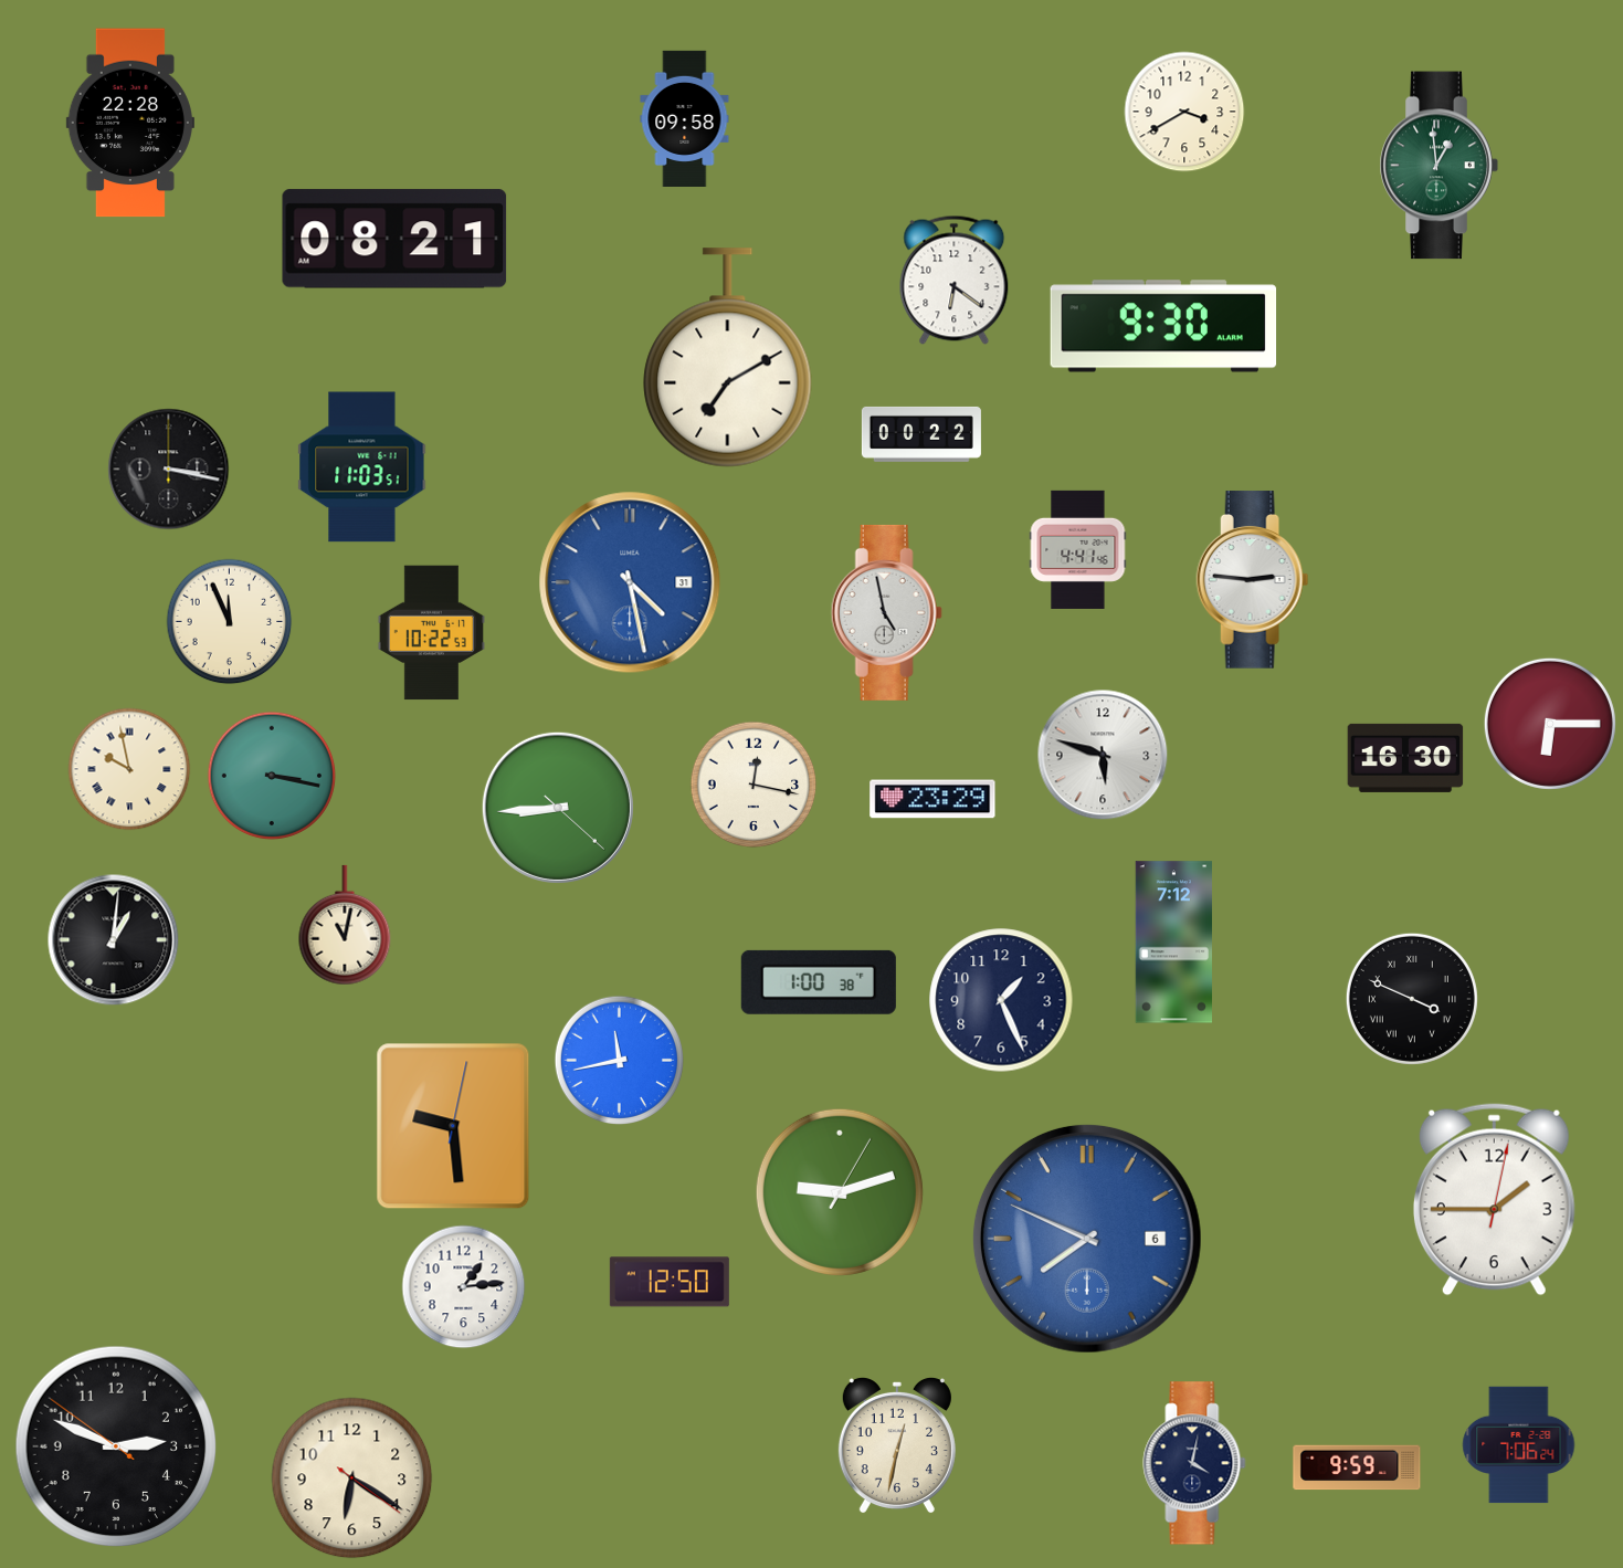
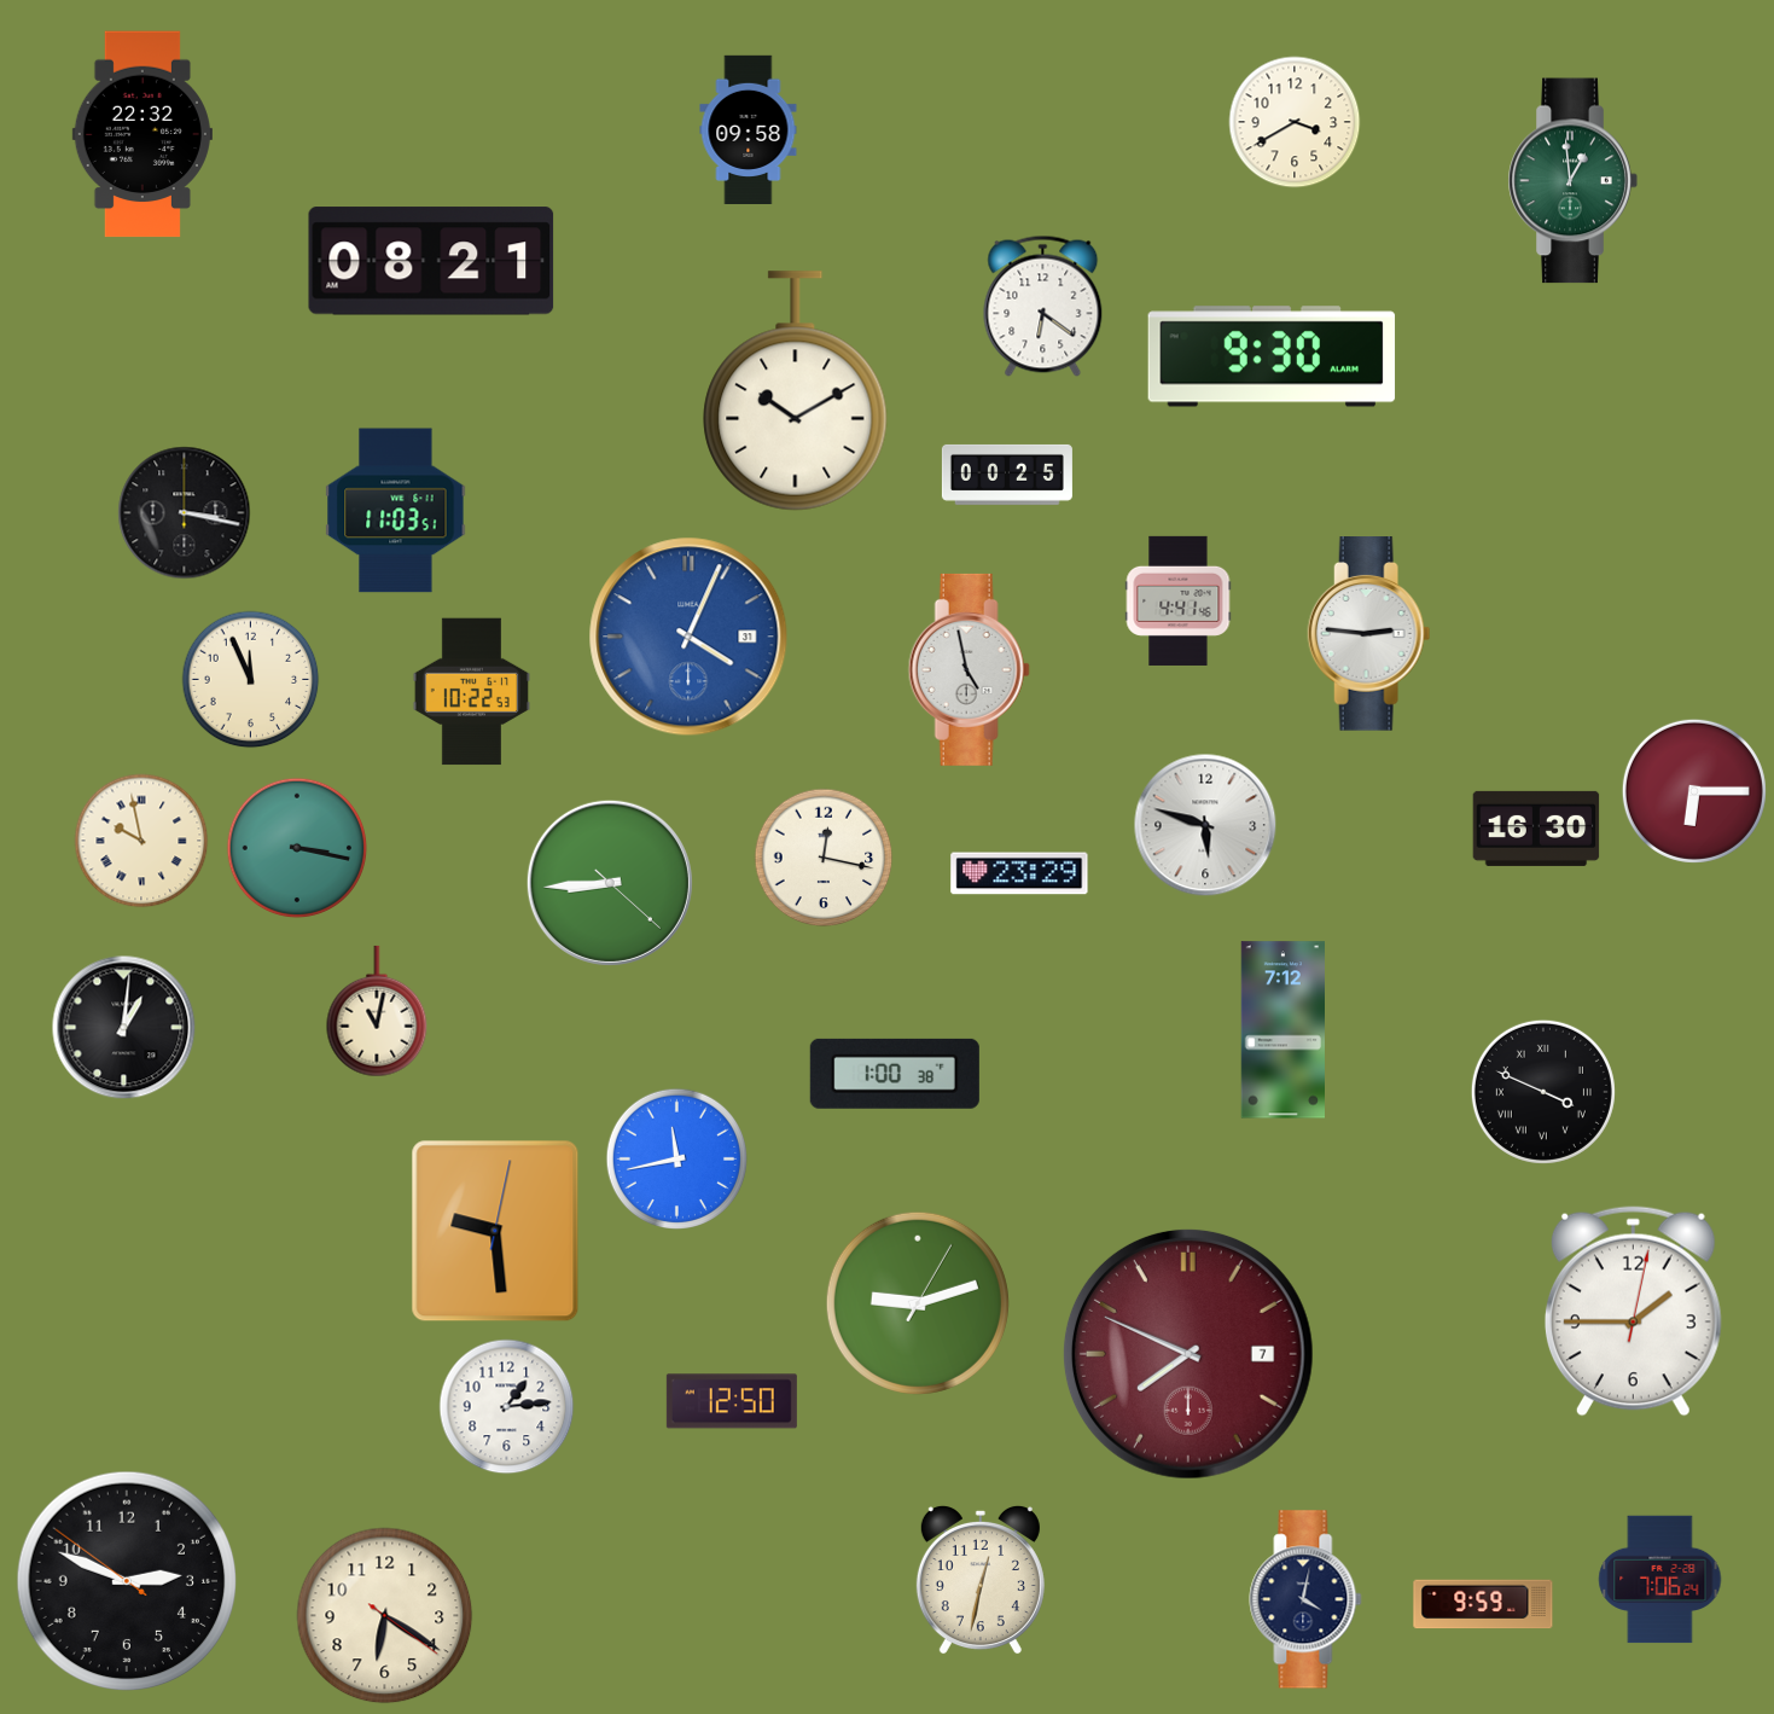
clock at (130, 123): 22:28 -> 22:32
clock at (728, 358): 7:10 -> 10:10
clock at (921, 434): 00:22 -> 00:25
clock at (630, 582): 4:28 -> 4:04
clock at (1001, 1000): 1:26 -> none
clock at (1087, 1239) date: 6 -> 7
clock at (1087, 1239) dial: blue -> burgundy
